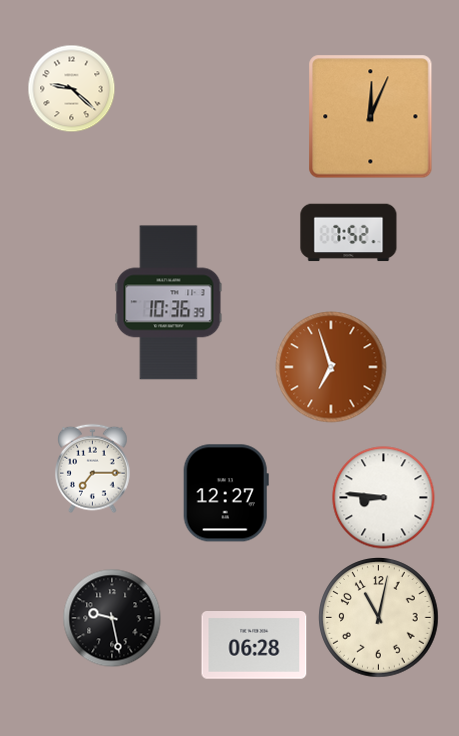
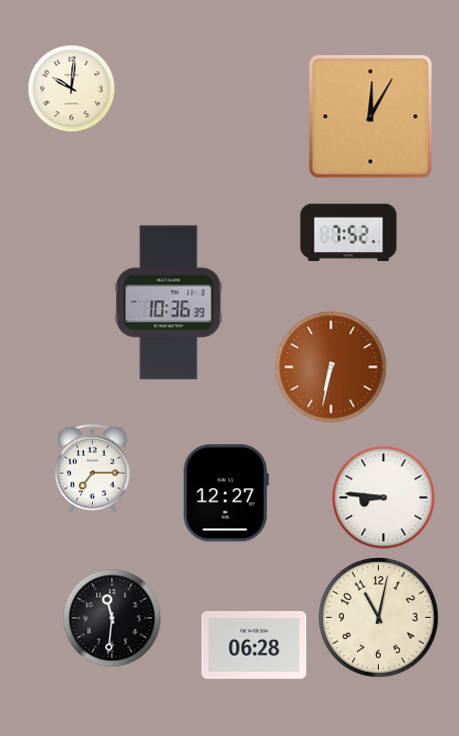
clock at (71, 88): 9:22 -> 10:01
clock at (371, 117): 12:04 -> 12:05
clock at (331, 367): 6:57 -> 6:32
clock at (112, 618): 9:28 -> 11:31
